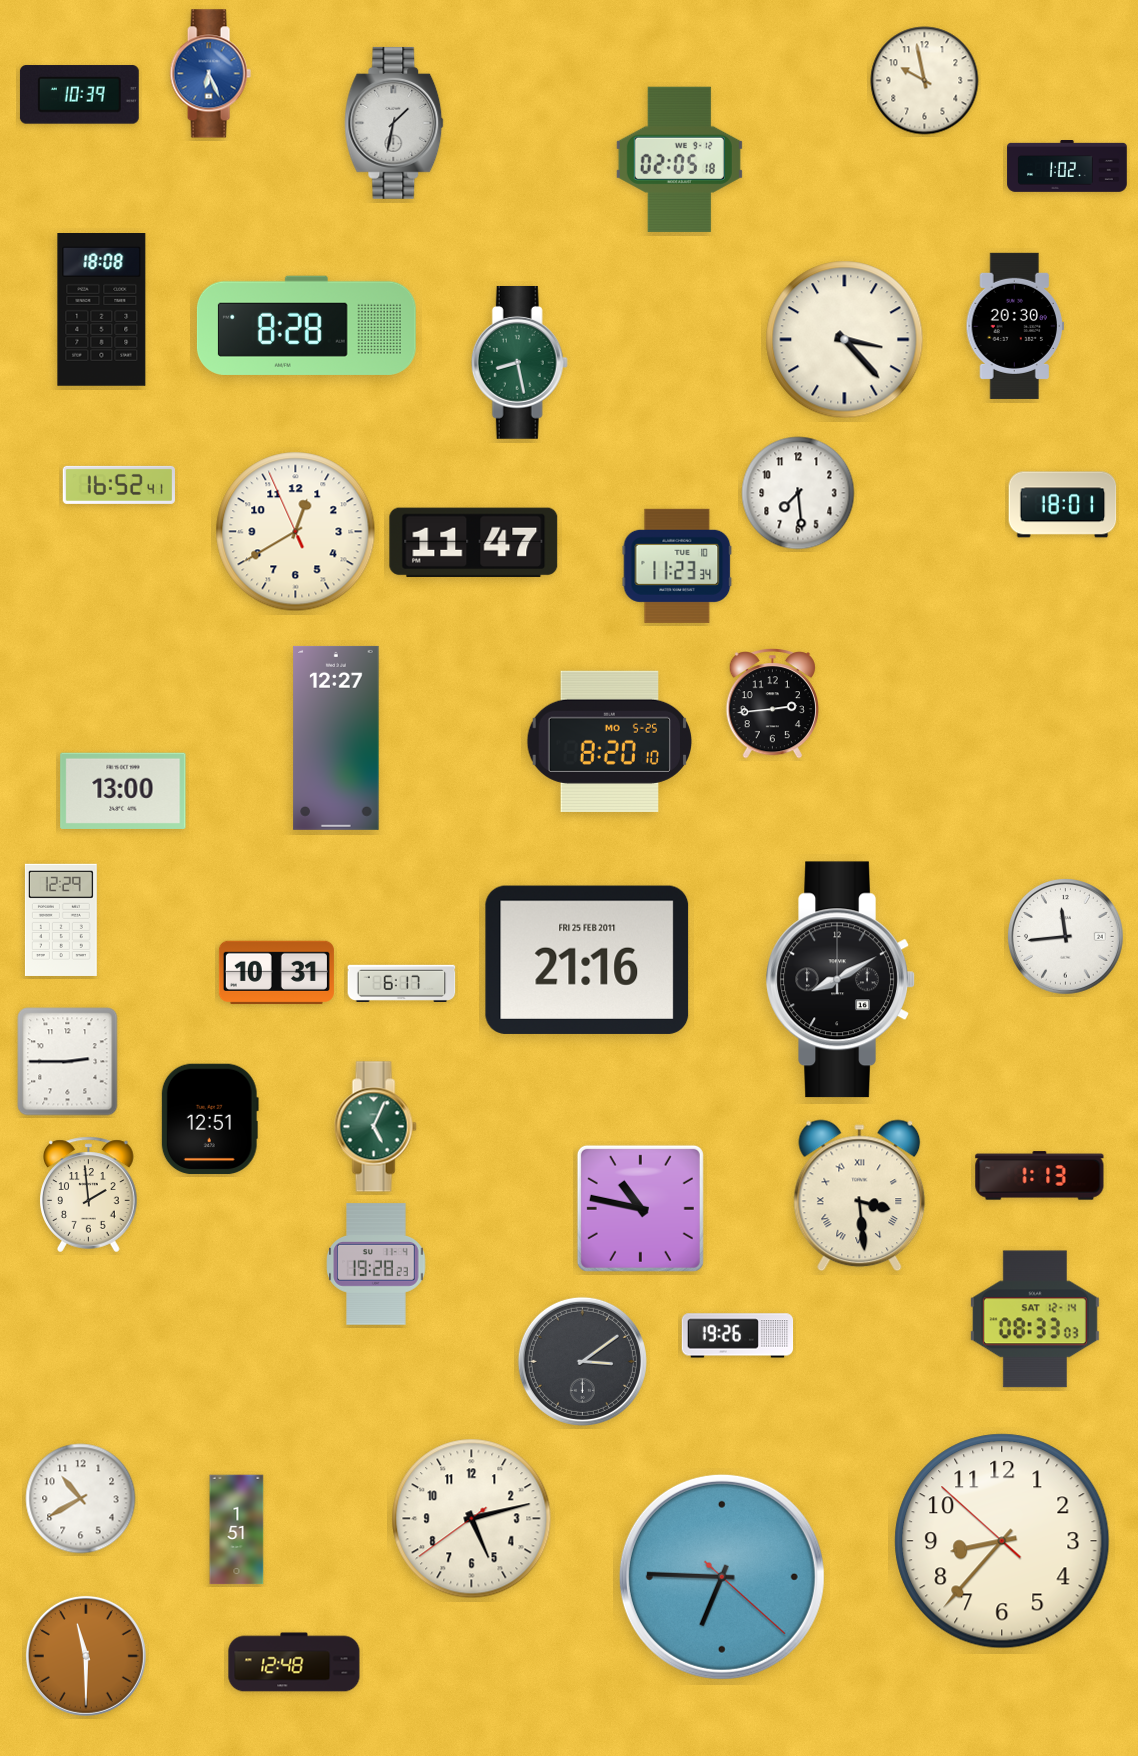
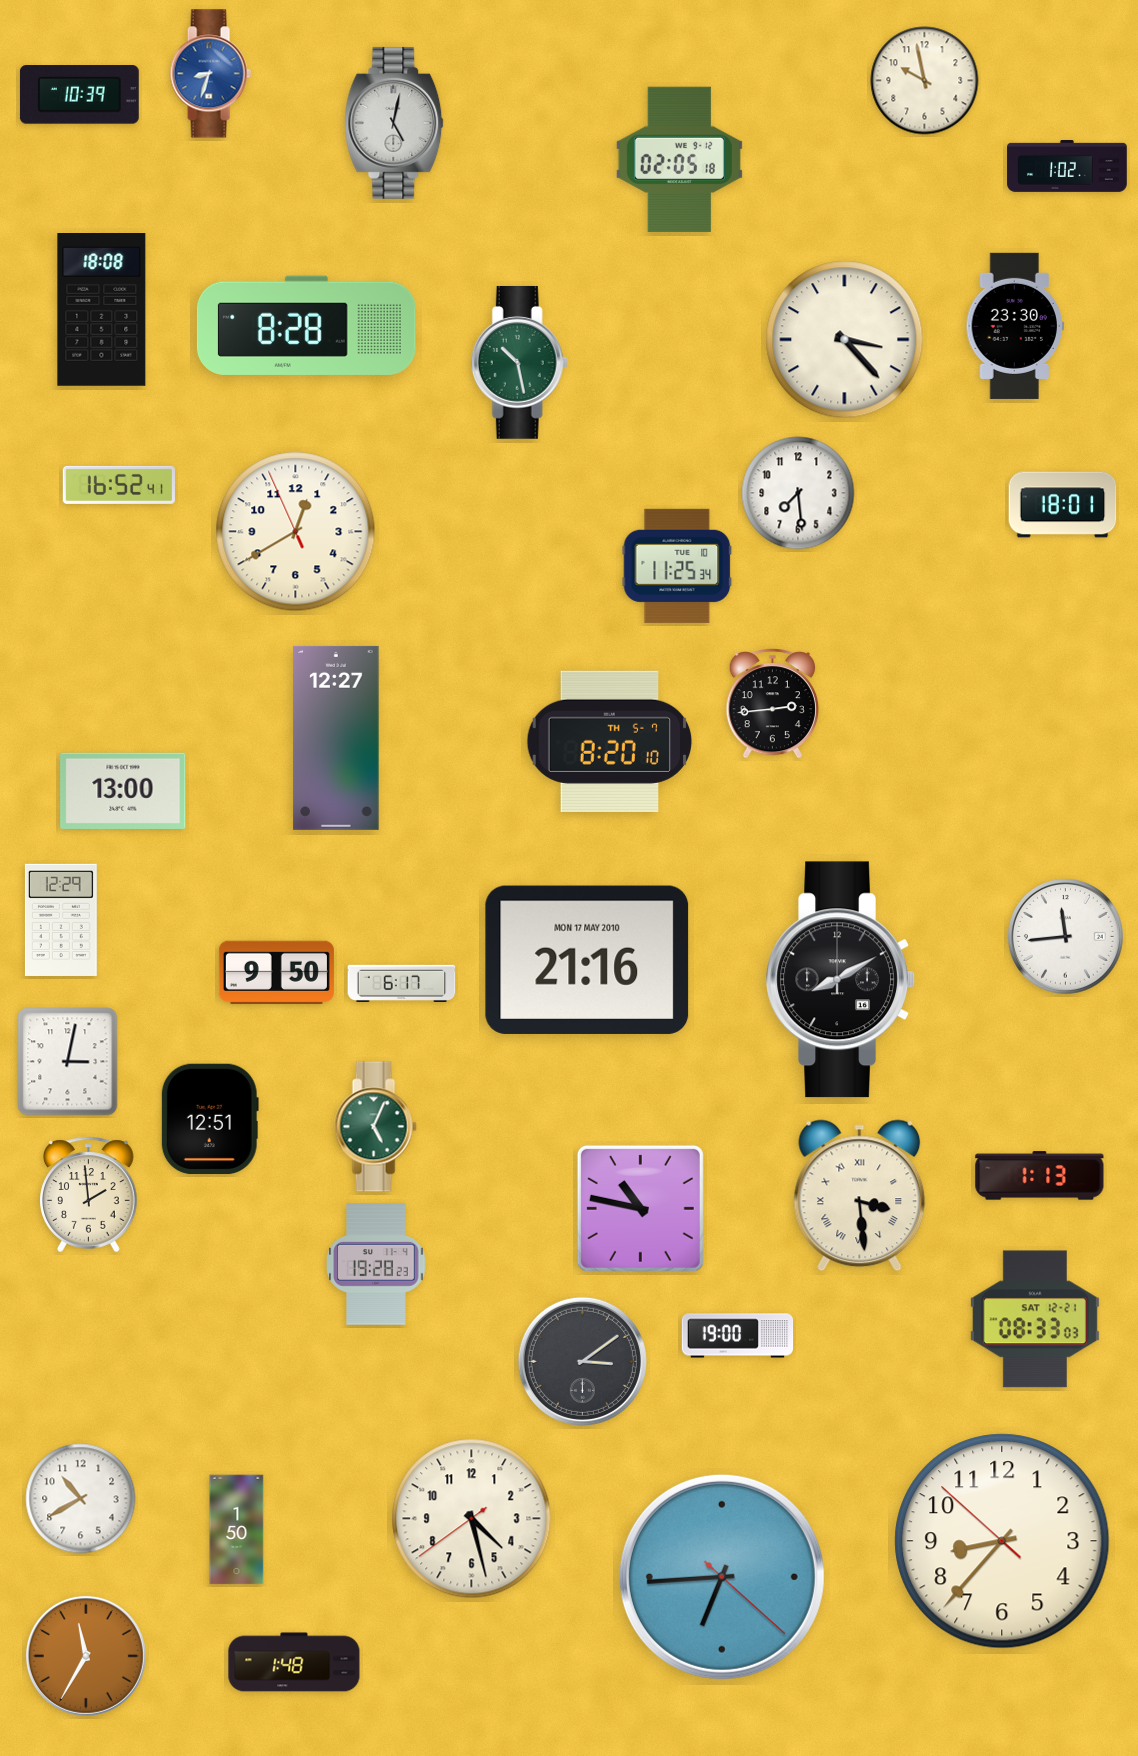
clock at (210, 74): 6:26 -> 8:33
clock at (394, 123): 1:32 -> 5:02
clock at (1014, 326): 20:30 -> 23:30
clock at (519, 362): 8:28 -> 10:28
clock at (474, 542): 11:47 -> none
clock at (677, 566): 11:23 -> 11:25
clock at (609, 741) date: MO 5-25 -> TH 5-7
clock at (587, 960) date: FRI 25 FEB 2011 -> MON 17 MAY 2010
clock at (276, 973): 10:31 -> 9:50
clock at (68, 1062): 2:45 -> 3:02
clock at (1035, 1319) date: SAT 12-14 -> SAT 12-21
clock at (738, 1336): 19:26 -> 19:00
clock at (472, 1519): 5:12 -> 4:27
clock at (237, 1530): 1:51 -> 1:50
clock at (722, 1577): 6:45 -> 6:44
clock at (86, 1656): 11:30 -> 11:35
clock at (294, 1662): 12:48 -> 1:48
